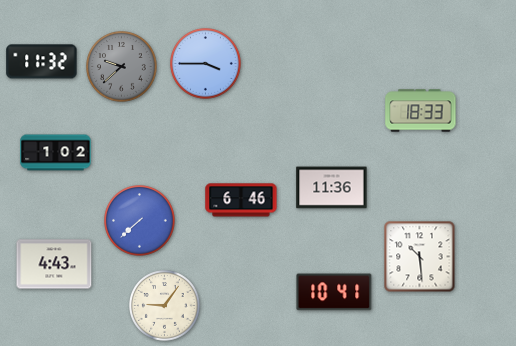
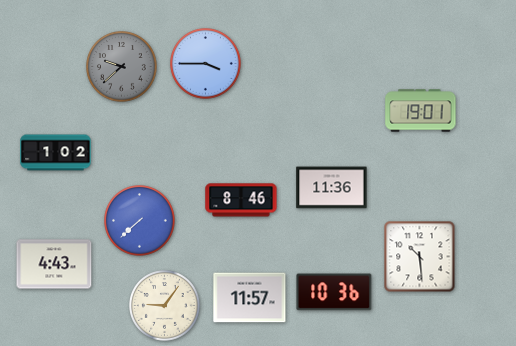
clock at (42, 62): 11:32 -> none
clock at (421, 111): 18:33 -> 19:01
clock at (241, 200): 6:46 -> 8:46
clock at (334, 292): 10:41 -> 10:36
clock at (250, 298): none -> 11:57
